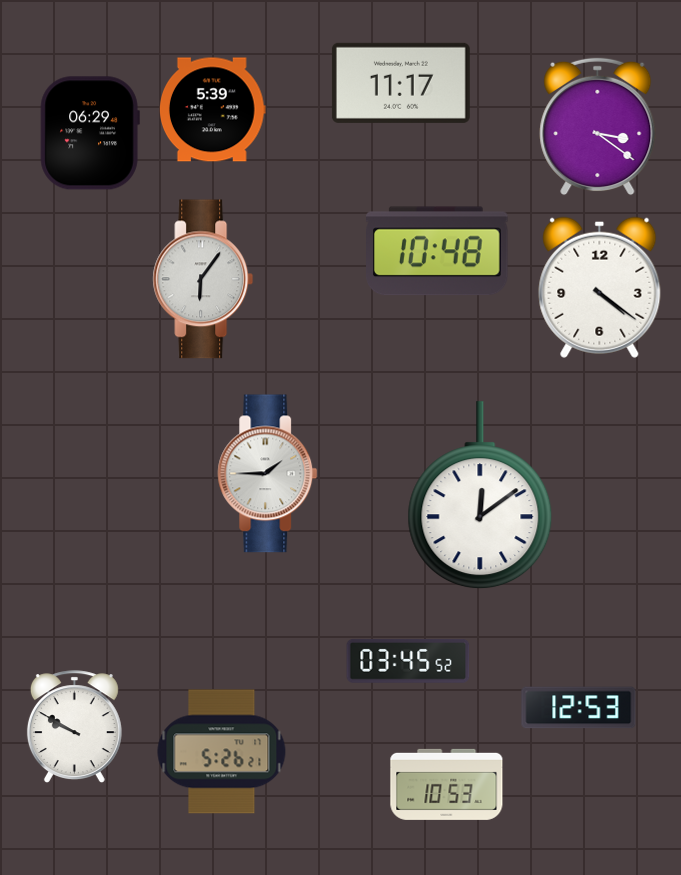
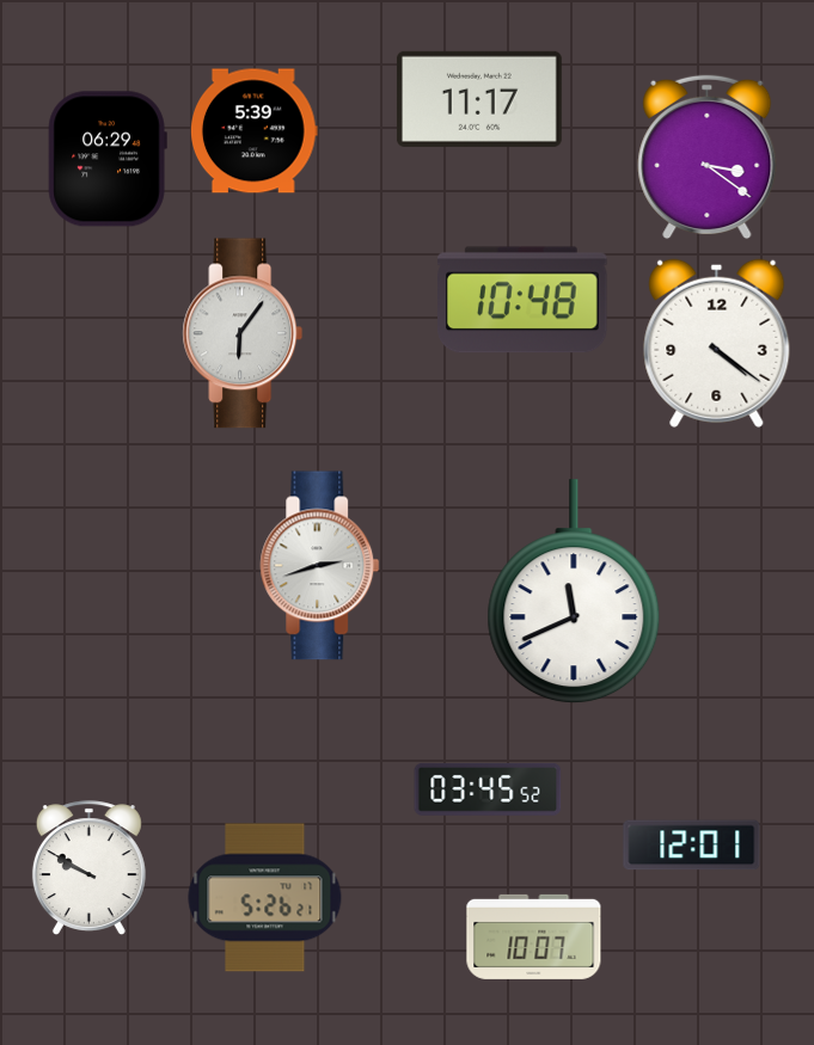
clock at (598, 127) position: (598, 127) -> (708, 158)
clock at (268, 474): 1:45 -> 2:42
clock at (480, 496): 12:09 -> 11:41
clock at (579, 708): 12:53 -> 12:01
clock at (447, 784): 10:53 -> 10:07
